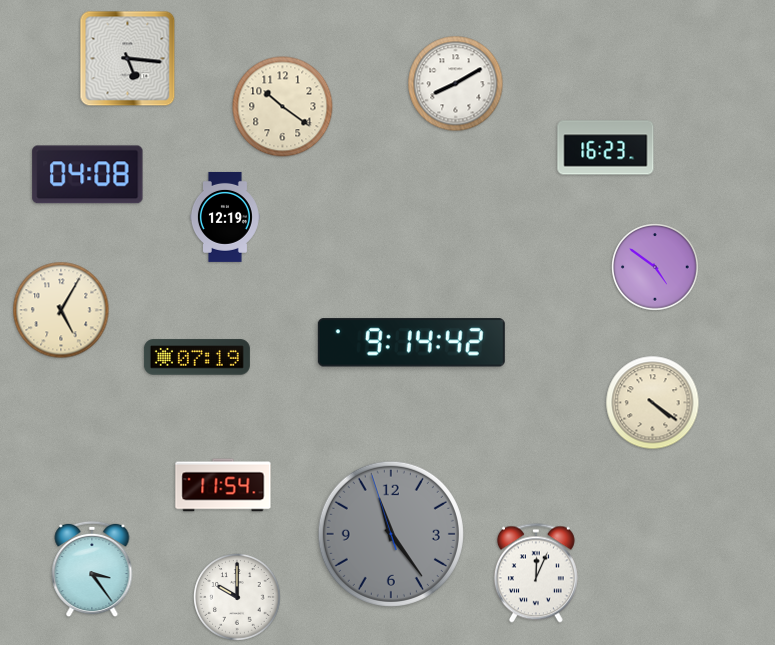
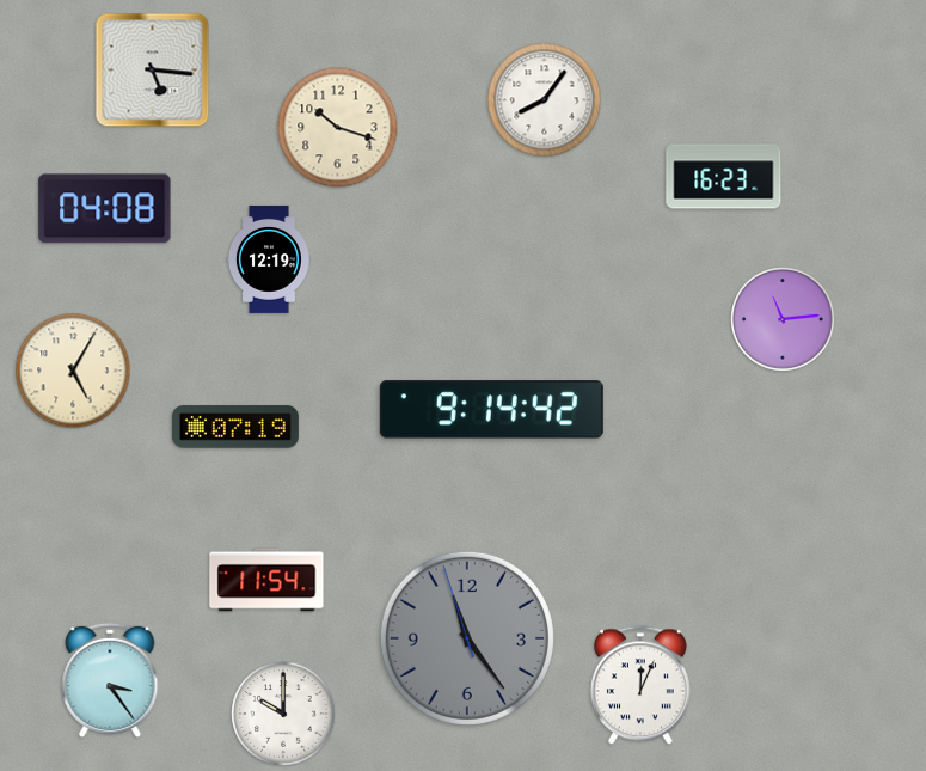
clock at (456, 84): 8:10 -> 8:06
clock at (283, 107): 10:21 -> 10:18
clock at (655, 267): 4:51 -> 11:14
clock at (653, 403): 4:21 -> none
